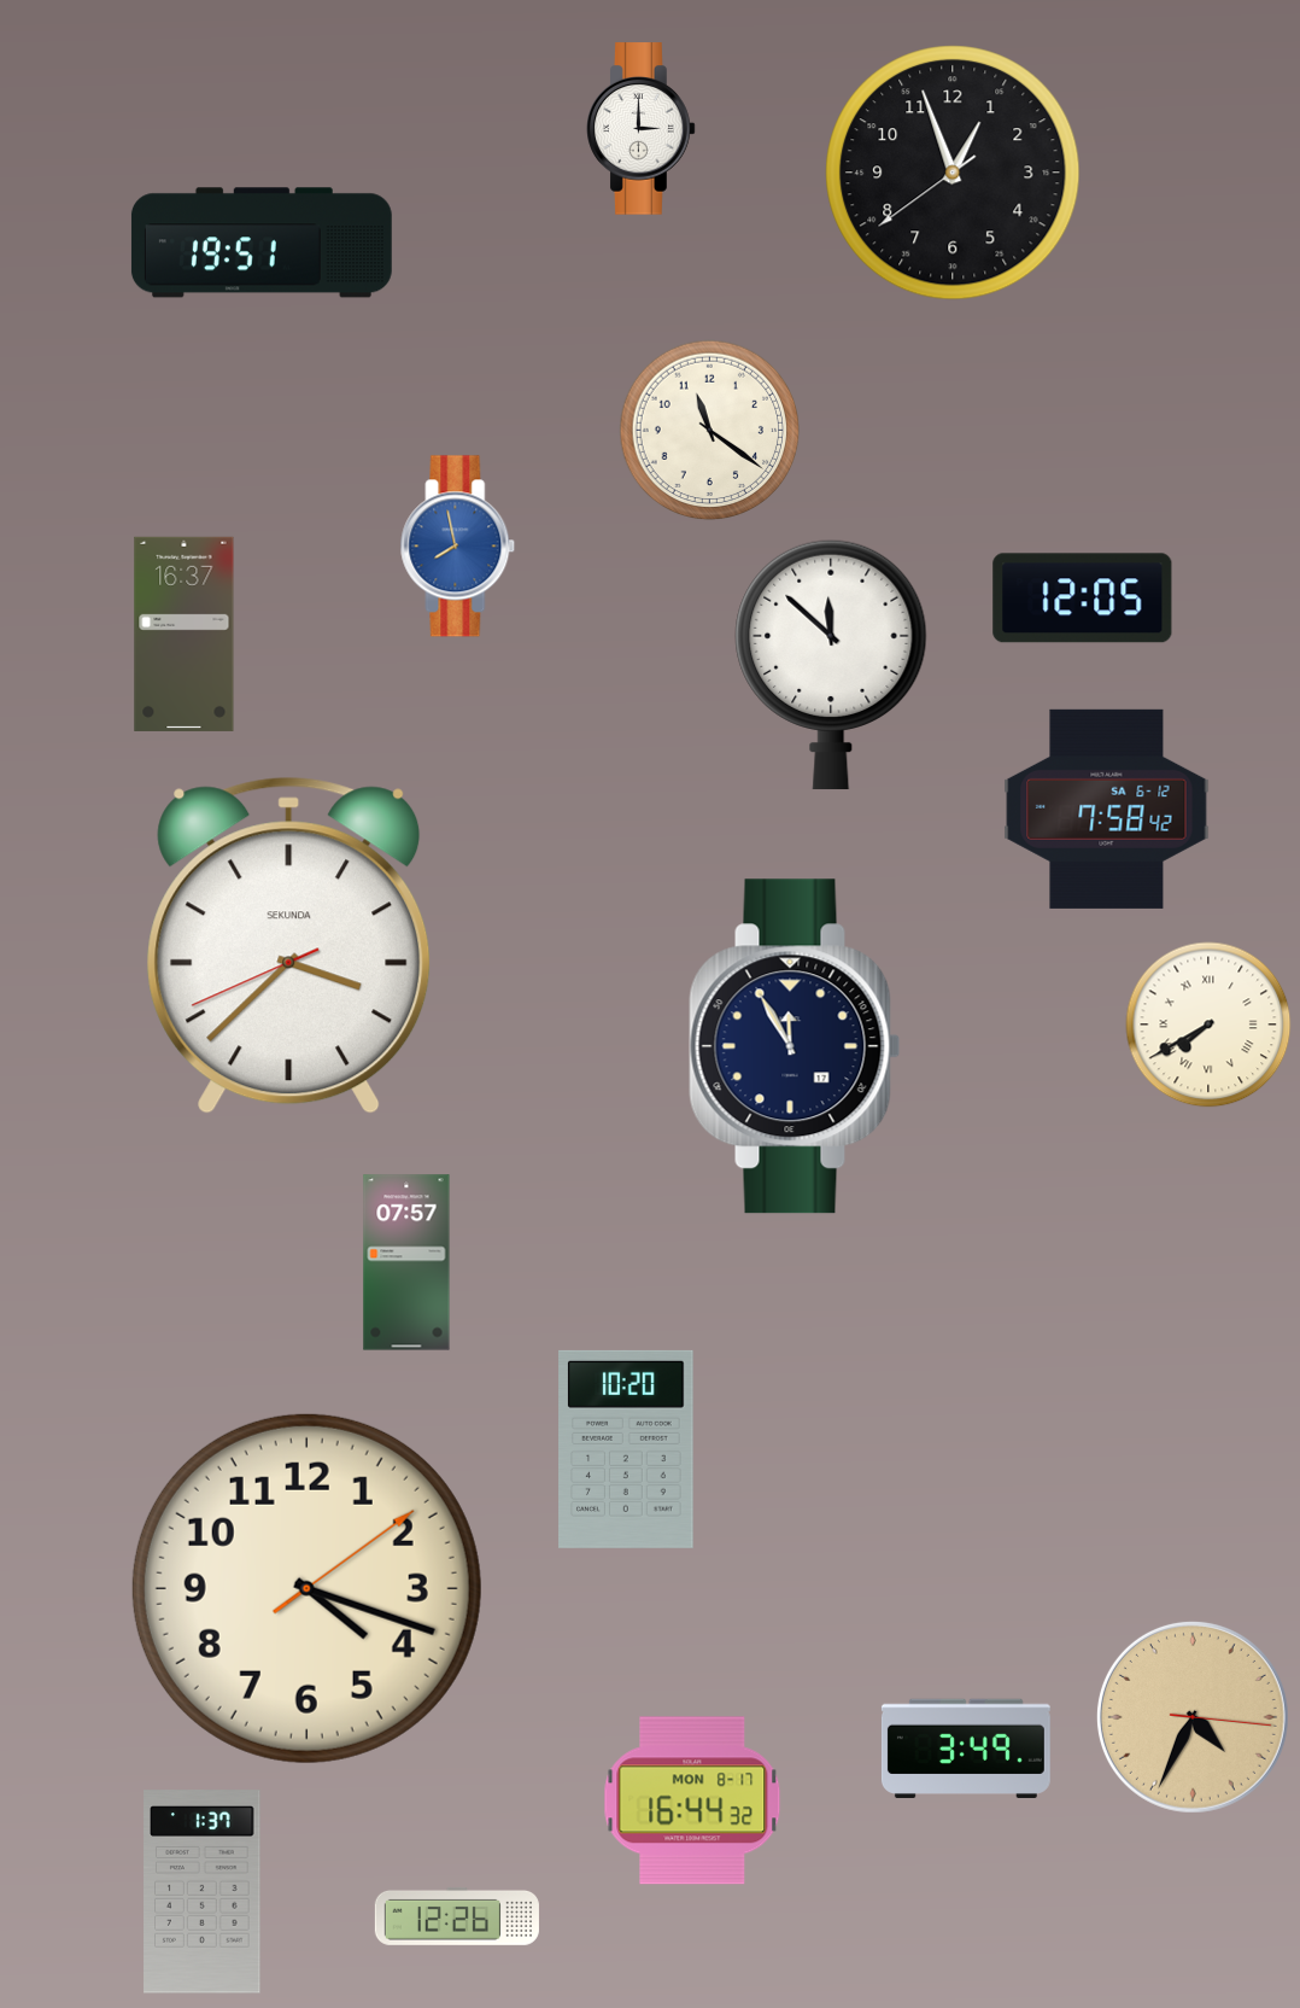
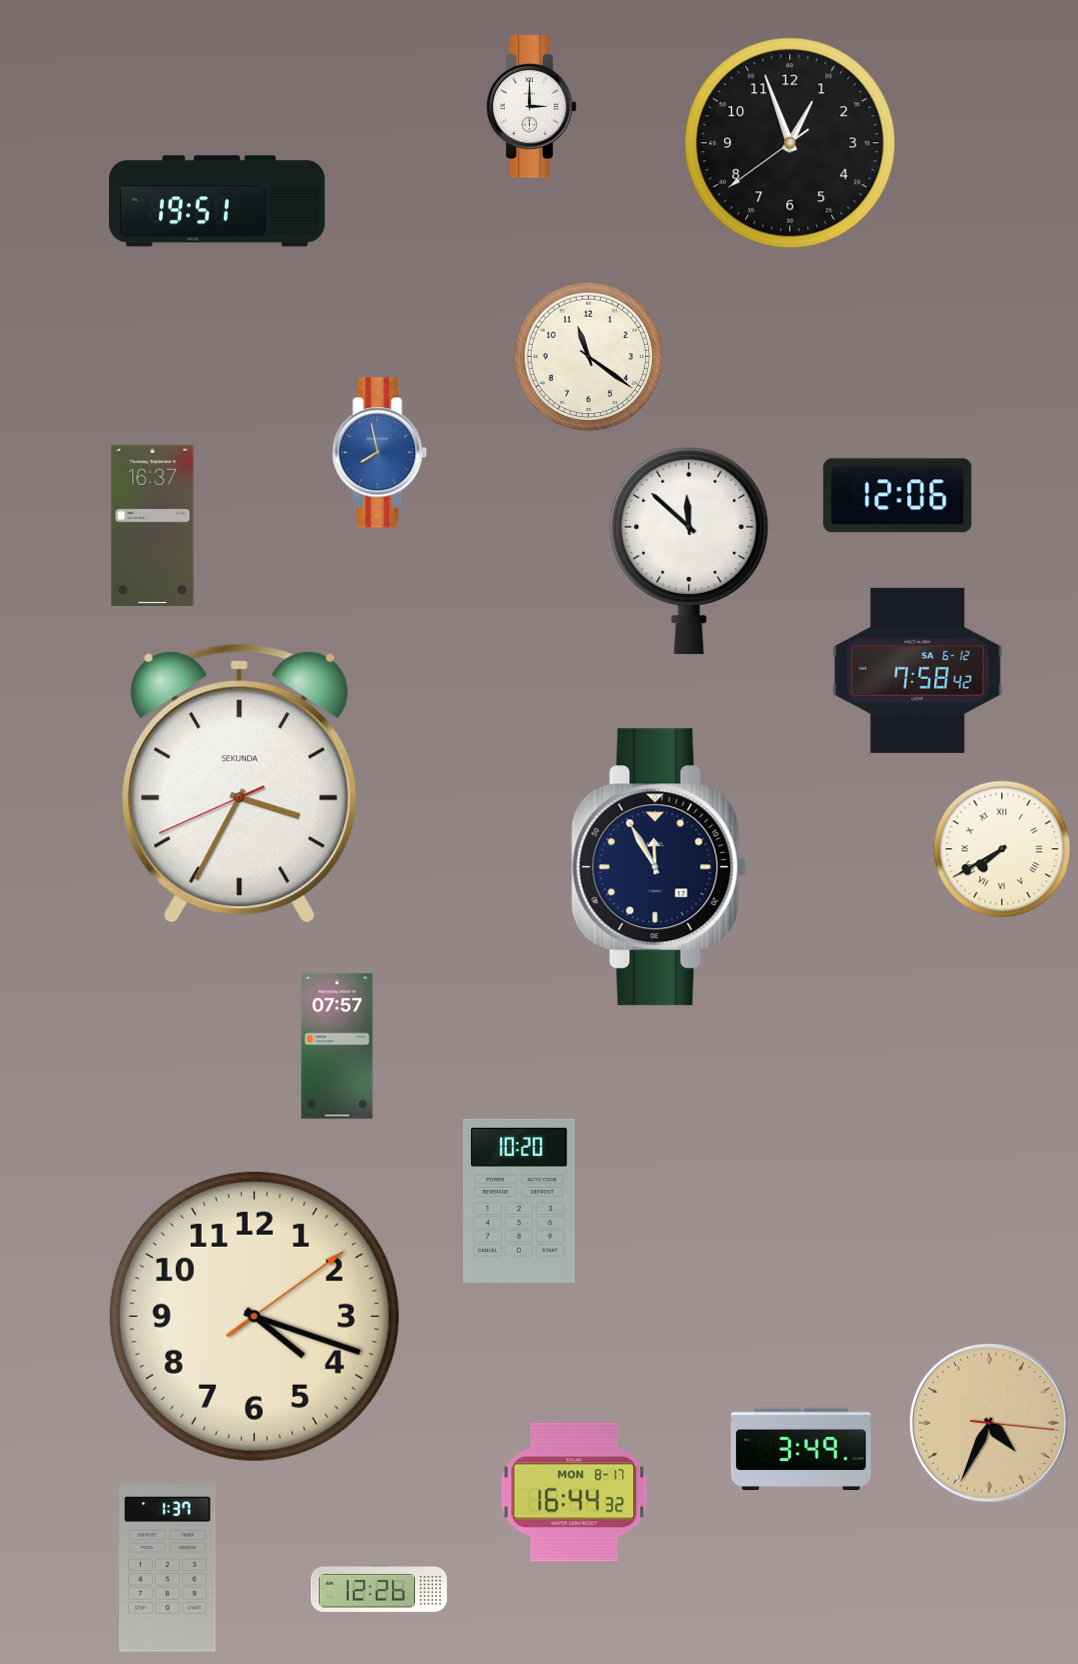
clock at (1083, 599): 12:05 -> 12:06
clock at (289, 945): 3:37 -> 3:34
